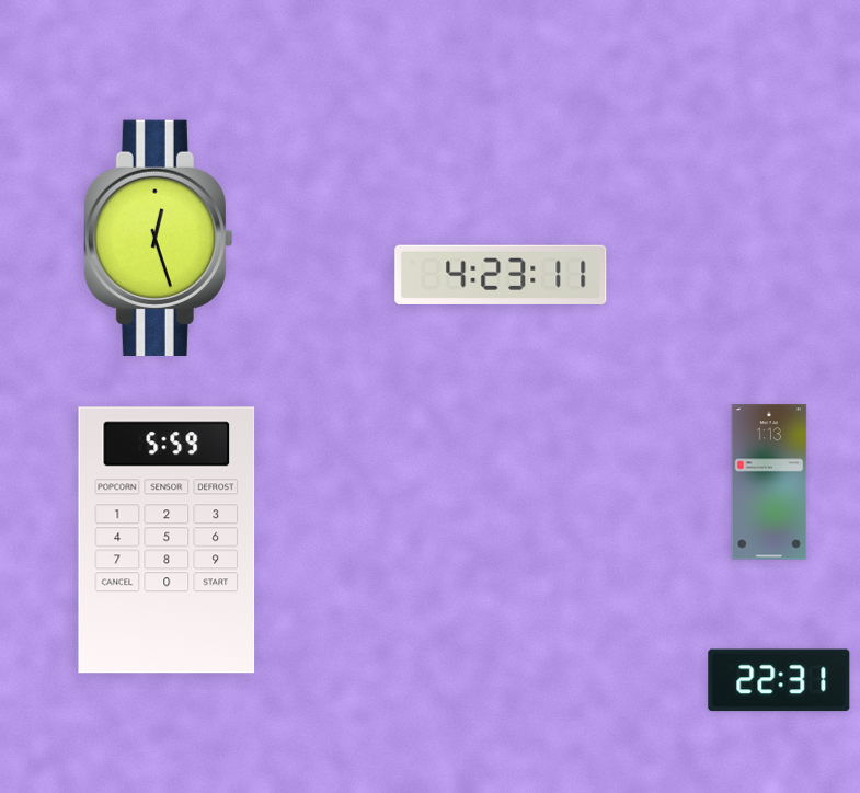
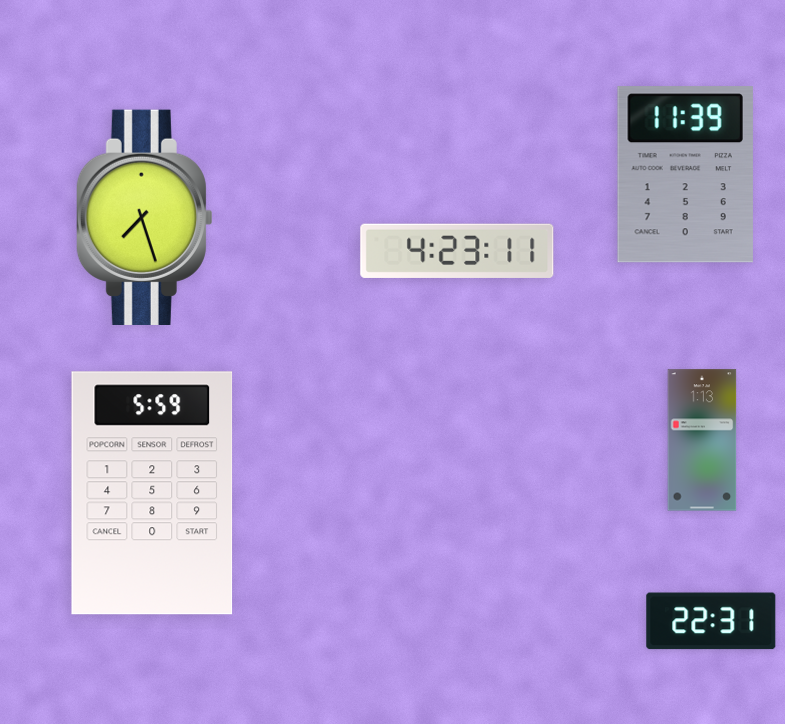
clock at (685, 175): none -> 11:39
clock at (158, 238): 12:27 -> 7:27
